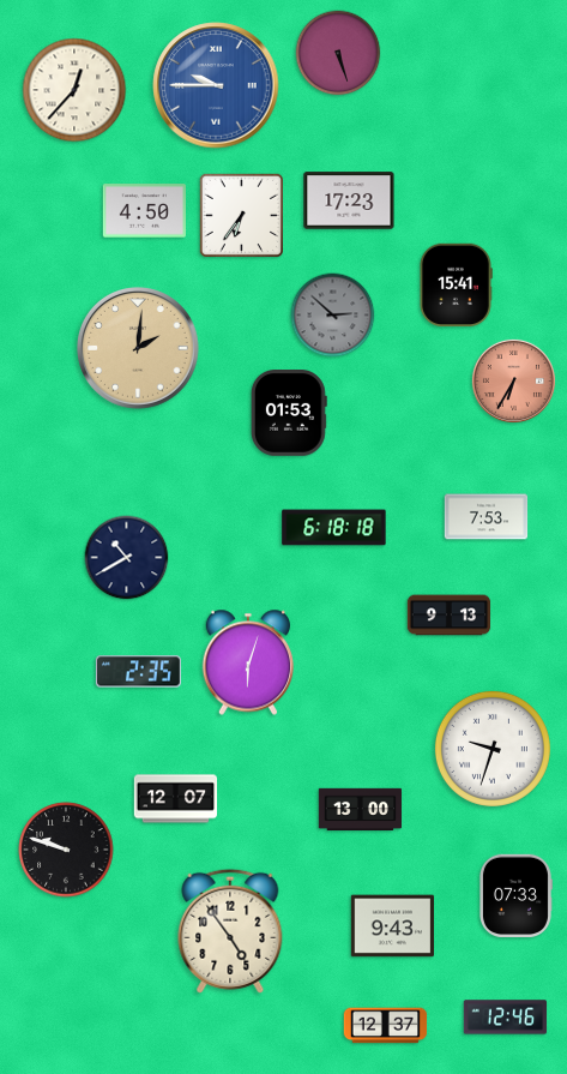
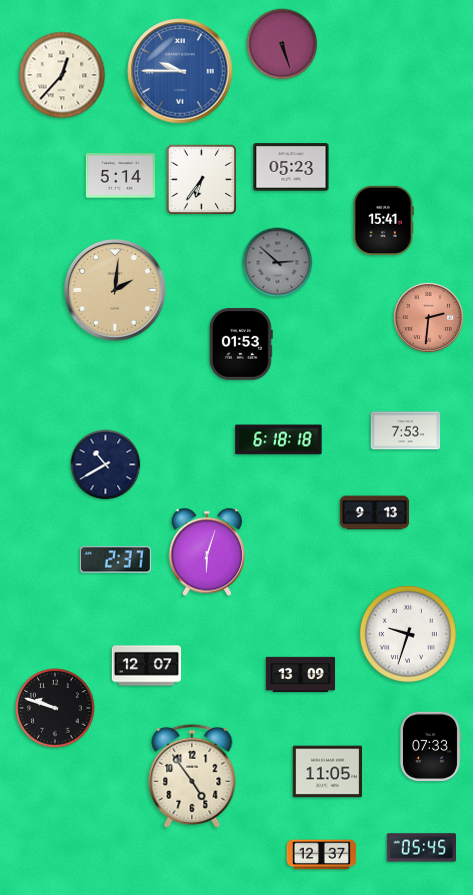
clock at (349, 200): 17:23 -> 05:23
clock at (145, 211): 4:50 -> 5:14
clock at (456, 284) position: (456, 284) -> (383, 220)
clock at (513, 380): 6:35 -> 2:31
clock at (138, 672): 2:35 -> 2:37
clock at (493, 749) position: (493, 749) -> (408, 634)
clock at (361, 810): 13:00 -> 13:09
clock at (392, 926): 9:43 -> 11:05
clock at (506, 1018): 12:46 -> 05:45
